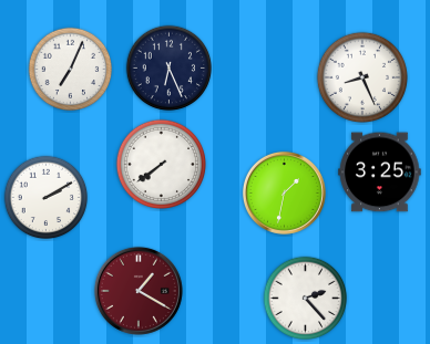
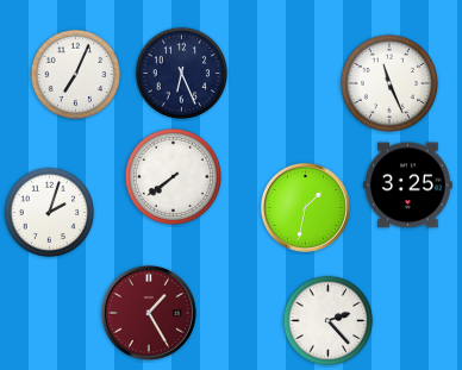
clock at (361, 76): 8:26 -> 11:26
clock at (47, 198): 2:10 -> 2:03
clock at (139, 291): 1:20 -> 1:25
